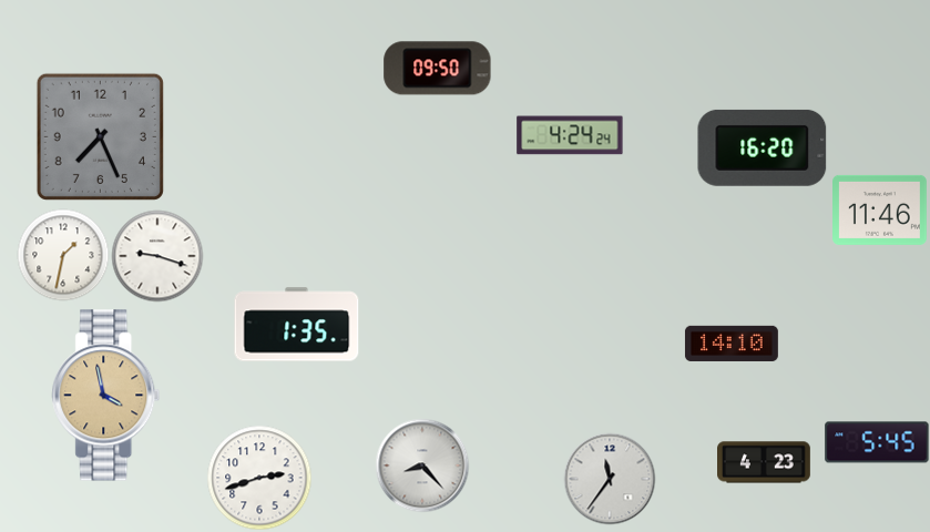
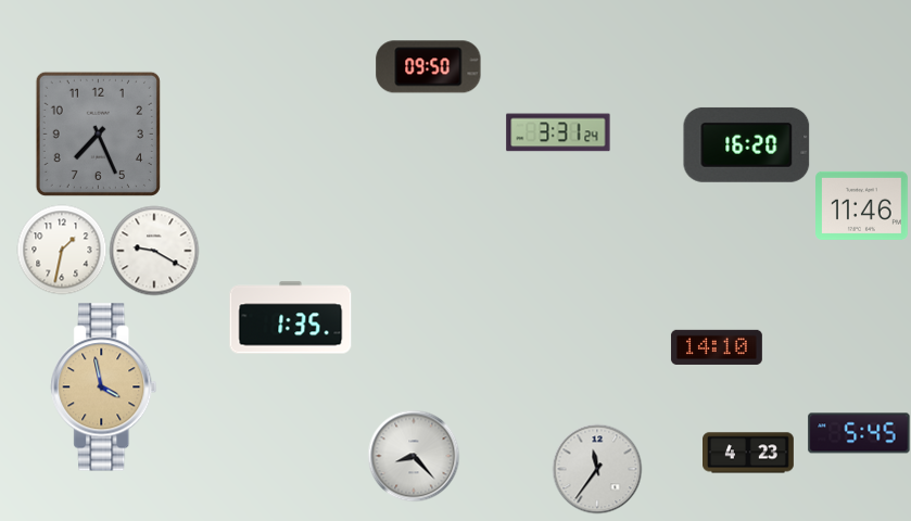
clock at (570, 135): 4:24 -> 3:31
clock at (157, 256): 9:18 -> 9:20
clock at (732, 344) position: (732, 344) -> (717, 347)
clock at (259, 478): 2:42 -> none
